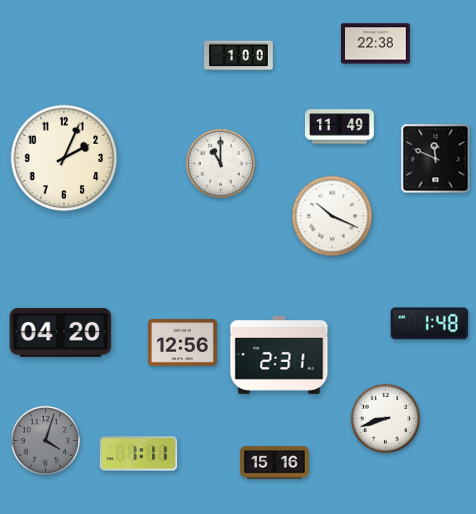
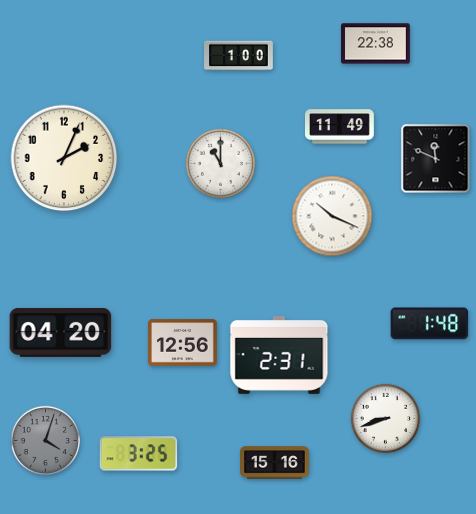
clock at (139, 454): 1:11 -> 3:25
